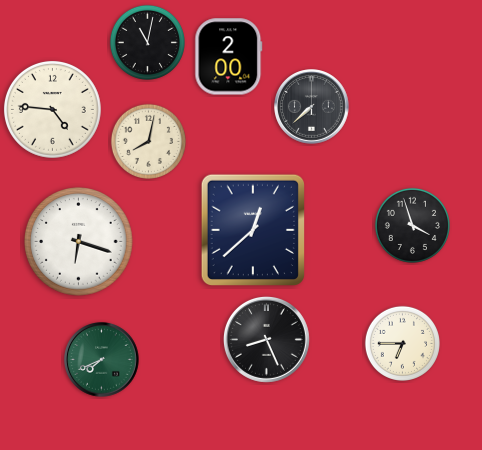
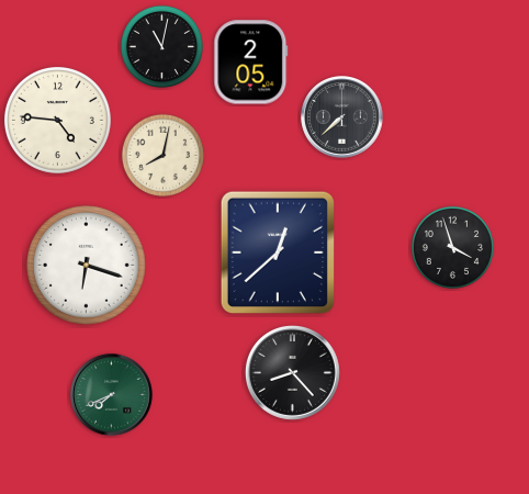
clock at (229, 57): 2:00 -> 2:05
clock at (266, 339): 8:26 -> 8:23
clock at (402, 343): 6:45 -> none
